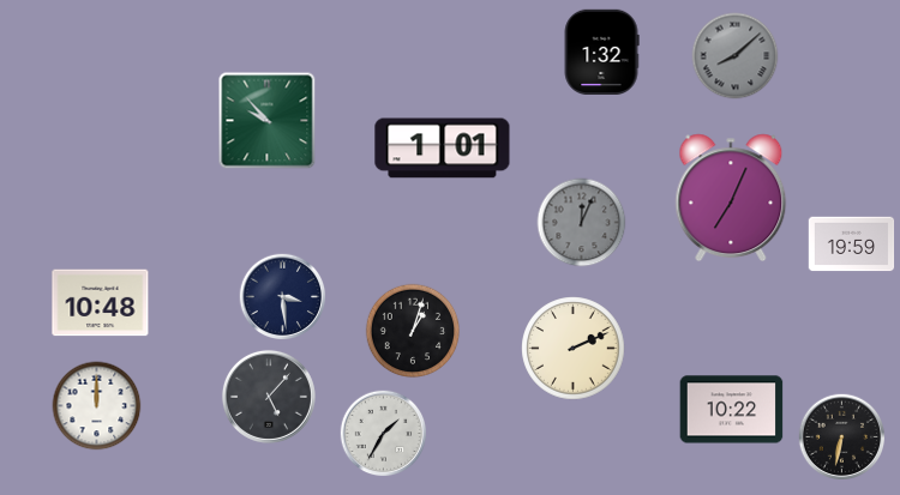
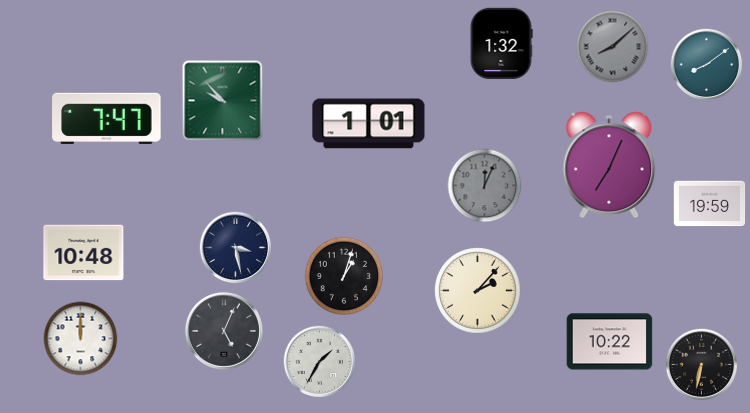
clock at (707, 65): none -> 8:09
clock at (107, 118): none -> 7:47
clock at (283, 297): 3:29 -> 3:28
clock at (574, 349): 2:11 -> 2:07
clock at (269, 397): 5:07 -> 5:04
